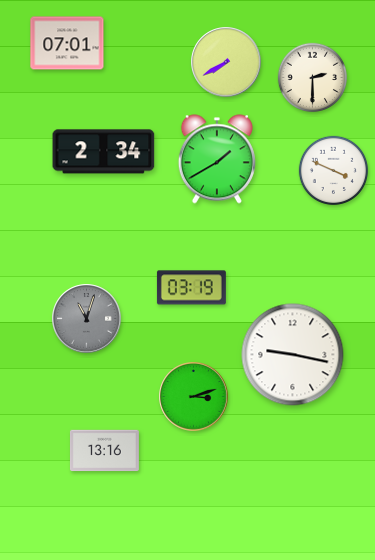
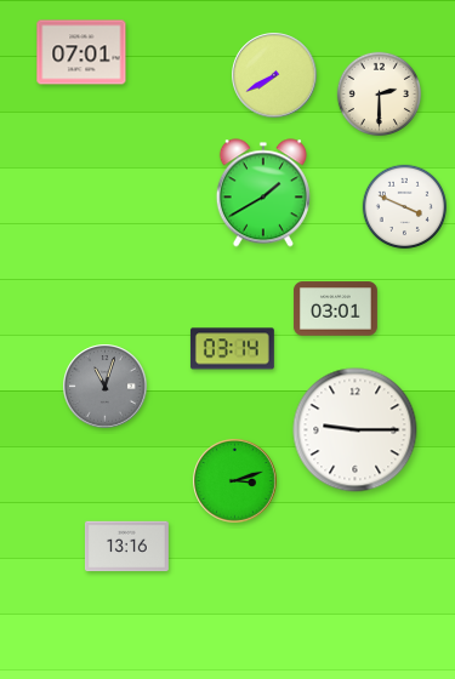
clock at (104, 152): 2:34 -> none
clock at (335, 309): none -> 03:01
clock at (191, 288): 03:19 -> 03:14
clock at (293, 355): 9:17 -> 9:15
